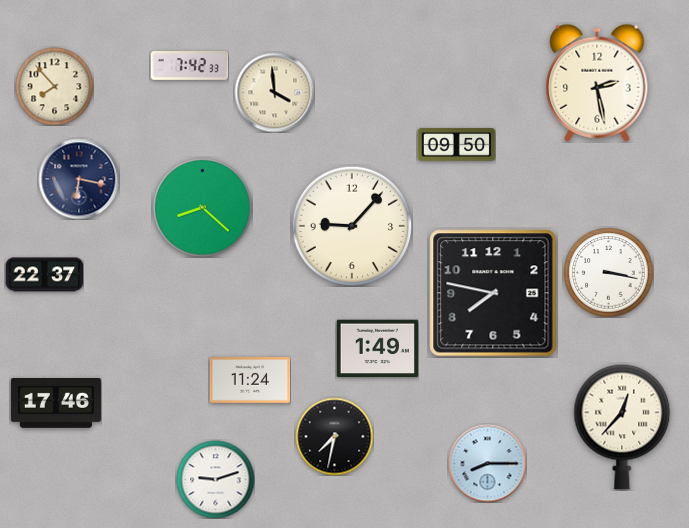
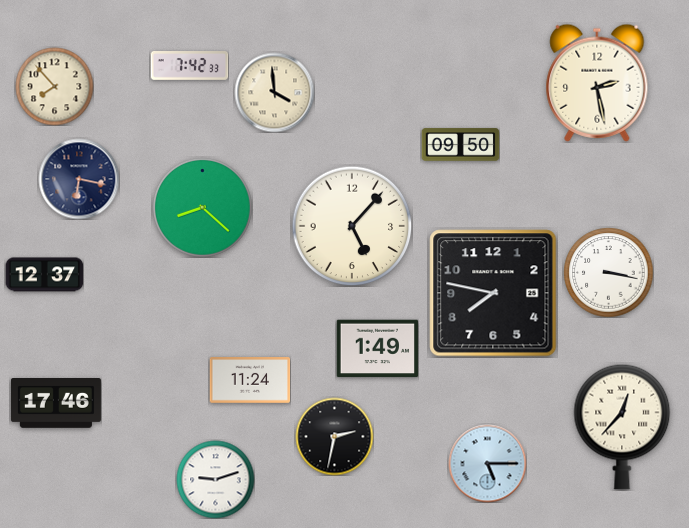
clock at (456, 145) position: (456, 145) -> (460, 145)
clock at (352, 226): 9:07 -> 5:07
clock at (44, 275): 22:37 -> 12:37
clock at (334, 436): 7:32 -> 2:32
clock at (487, 463): 8:15 -> 5:15
